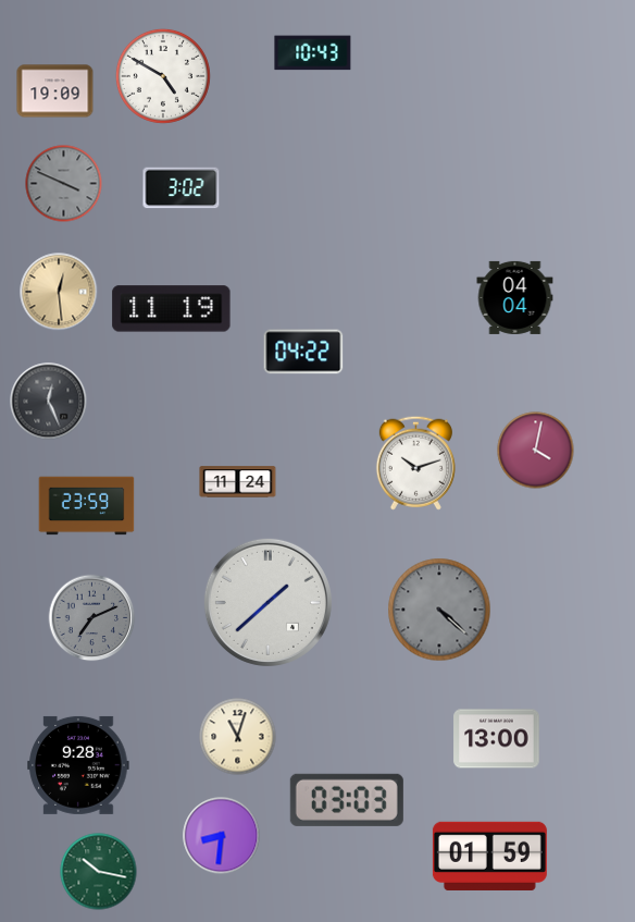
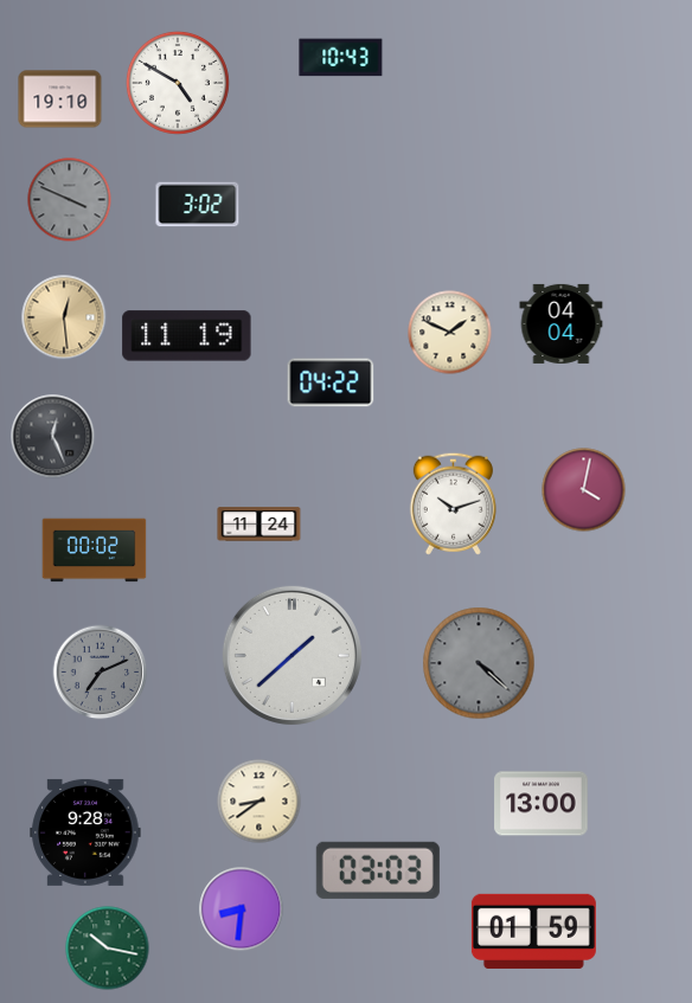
clock at (55, 91): 19:09 -> 19:10
clock at (450, 333): none -> 1:49
clock at (87, 506): 23:59 -> 00:02
clock at (238, 737): 11:03 -> 8:39
